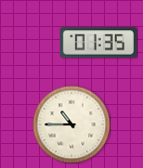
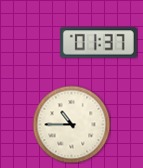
clock at (98, 43): 01:35 -> 01:37
